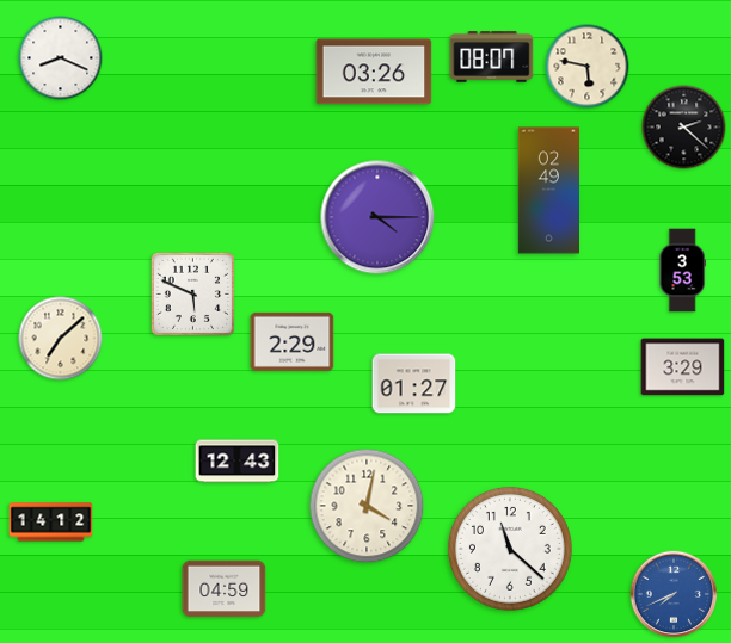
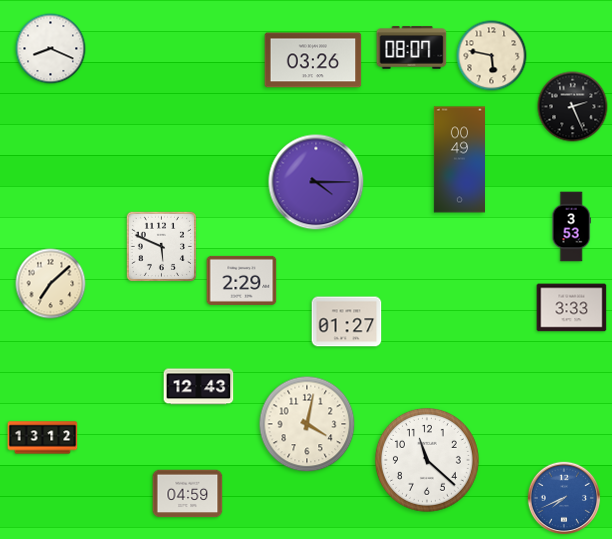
clock at (684, 128): 2:22 -> 2:26
clock at (548, 191): 02:49 -> 00:49
clock at (293, 341) position: (293, 341) -> (242, 280)
clock at (683, 367): 3:29 -> 3:33
clock at (51, 523): 14:12 -> 13:12
